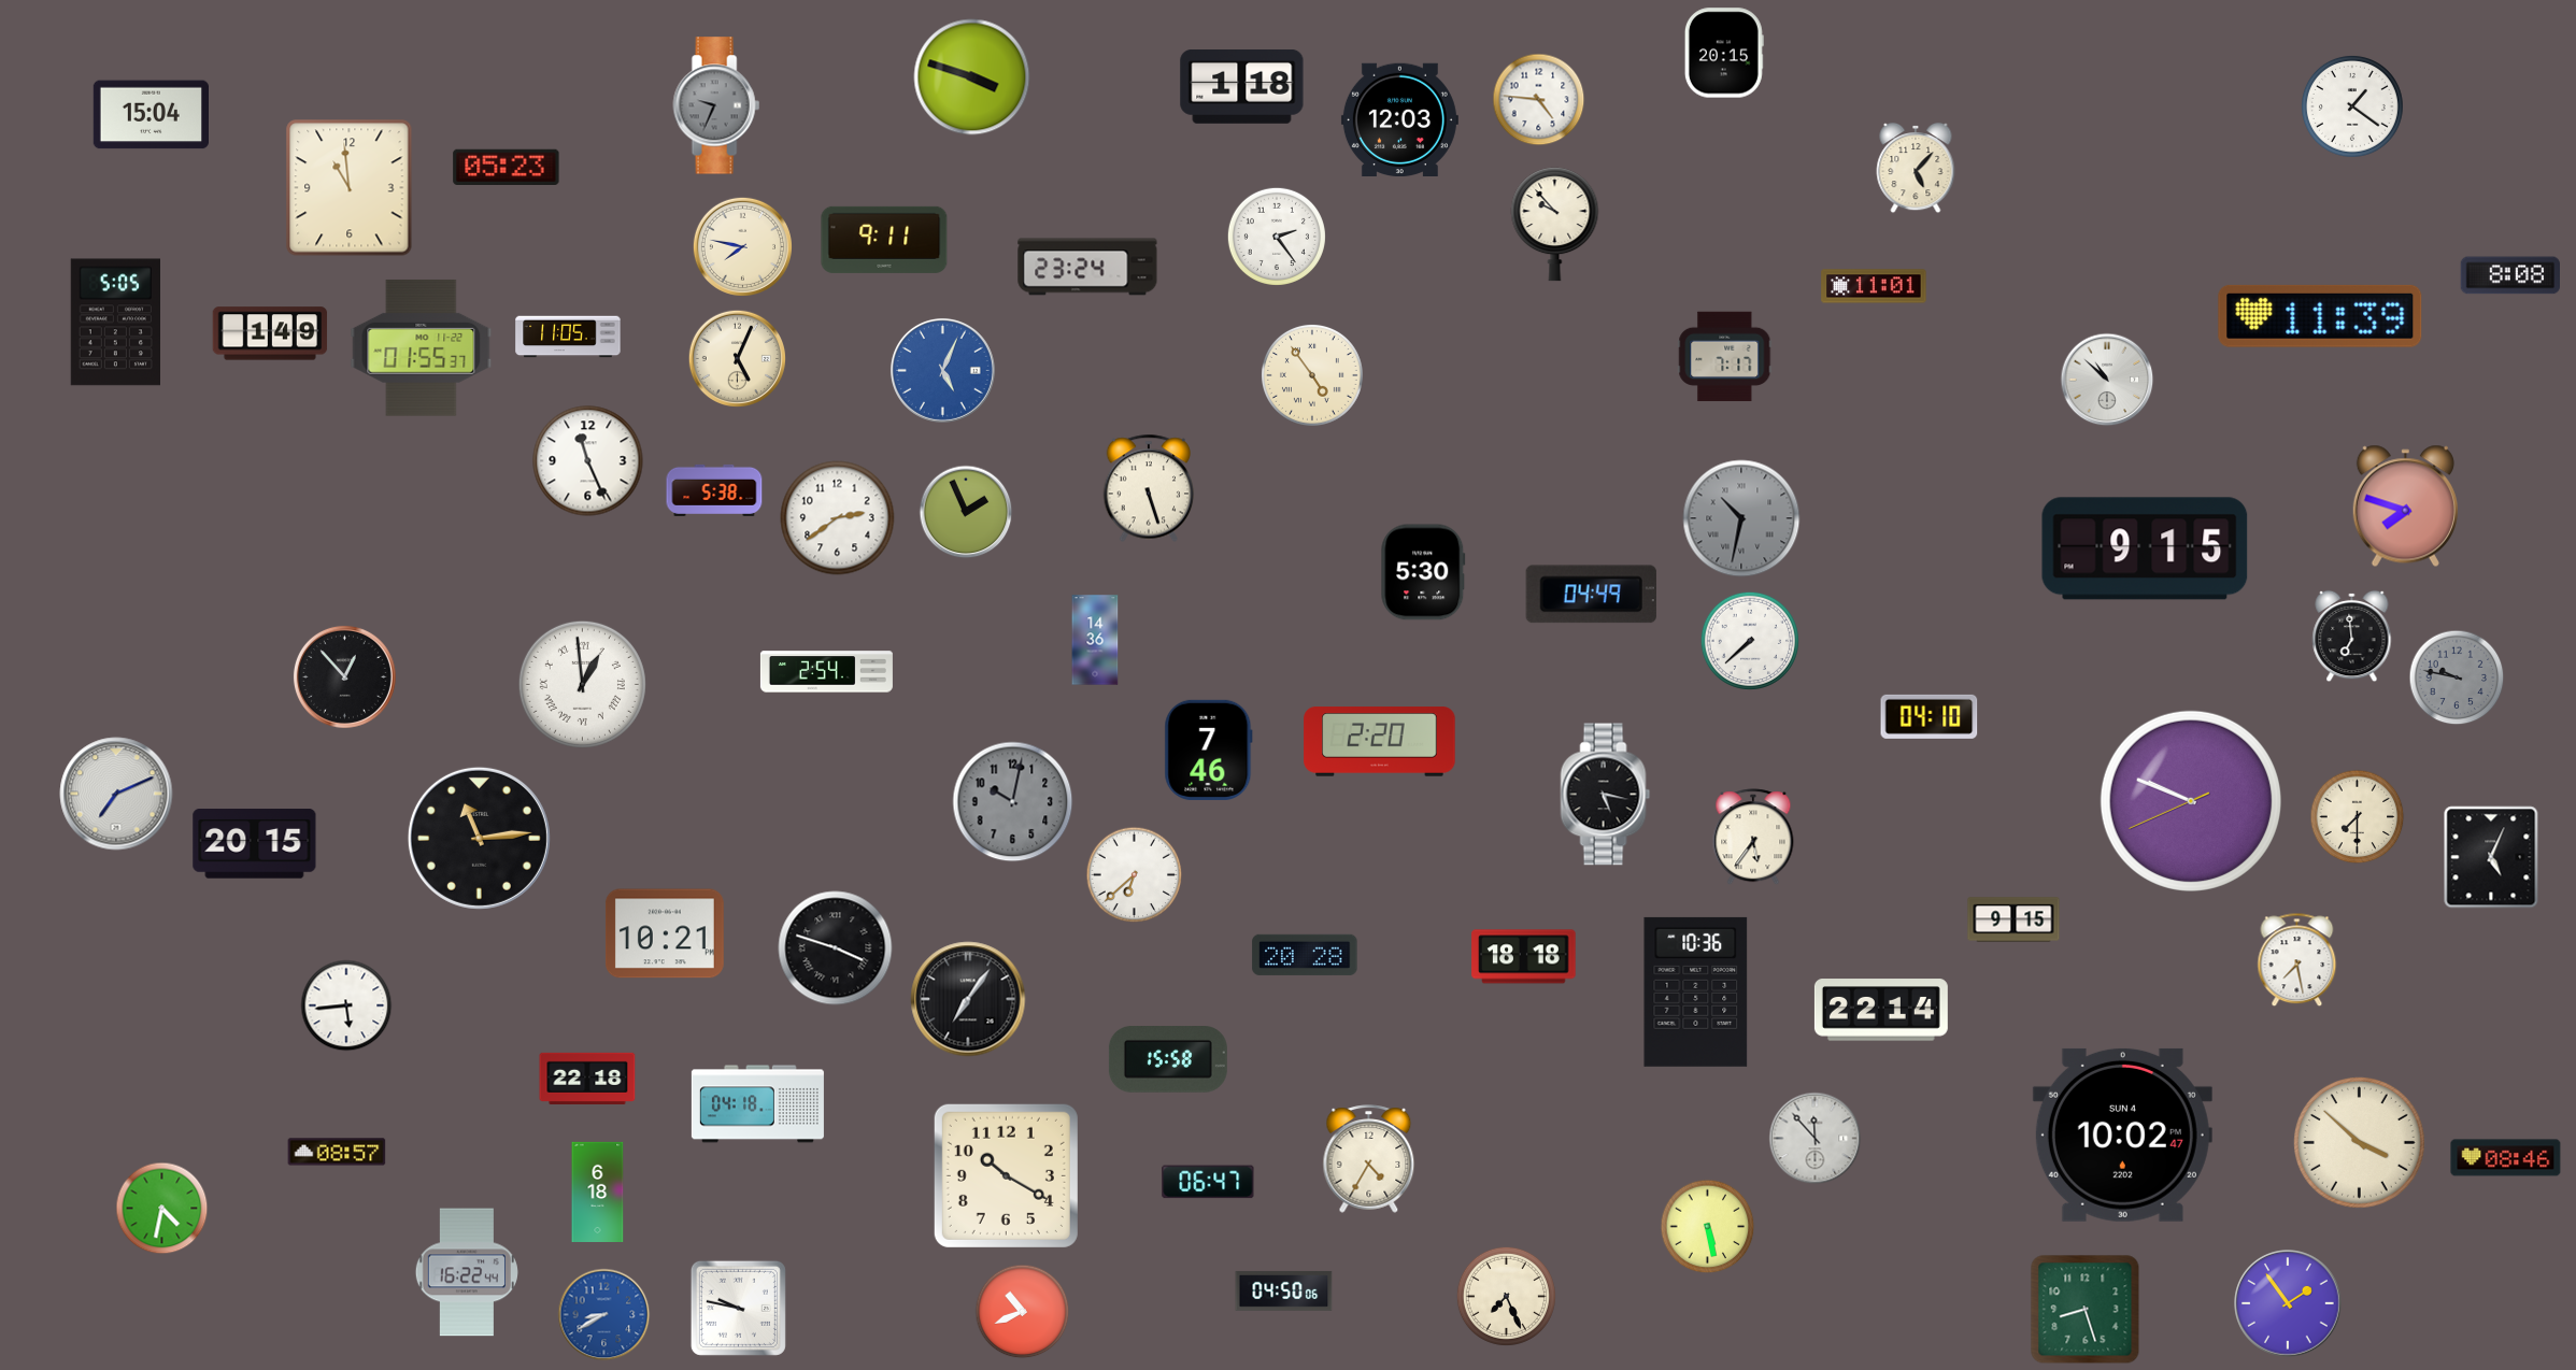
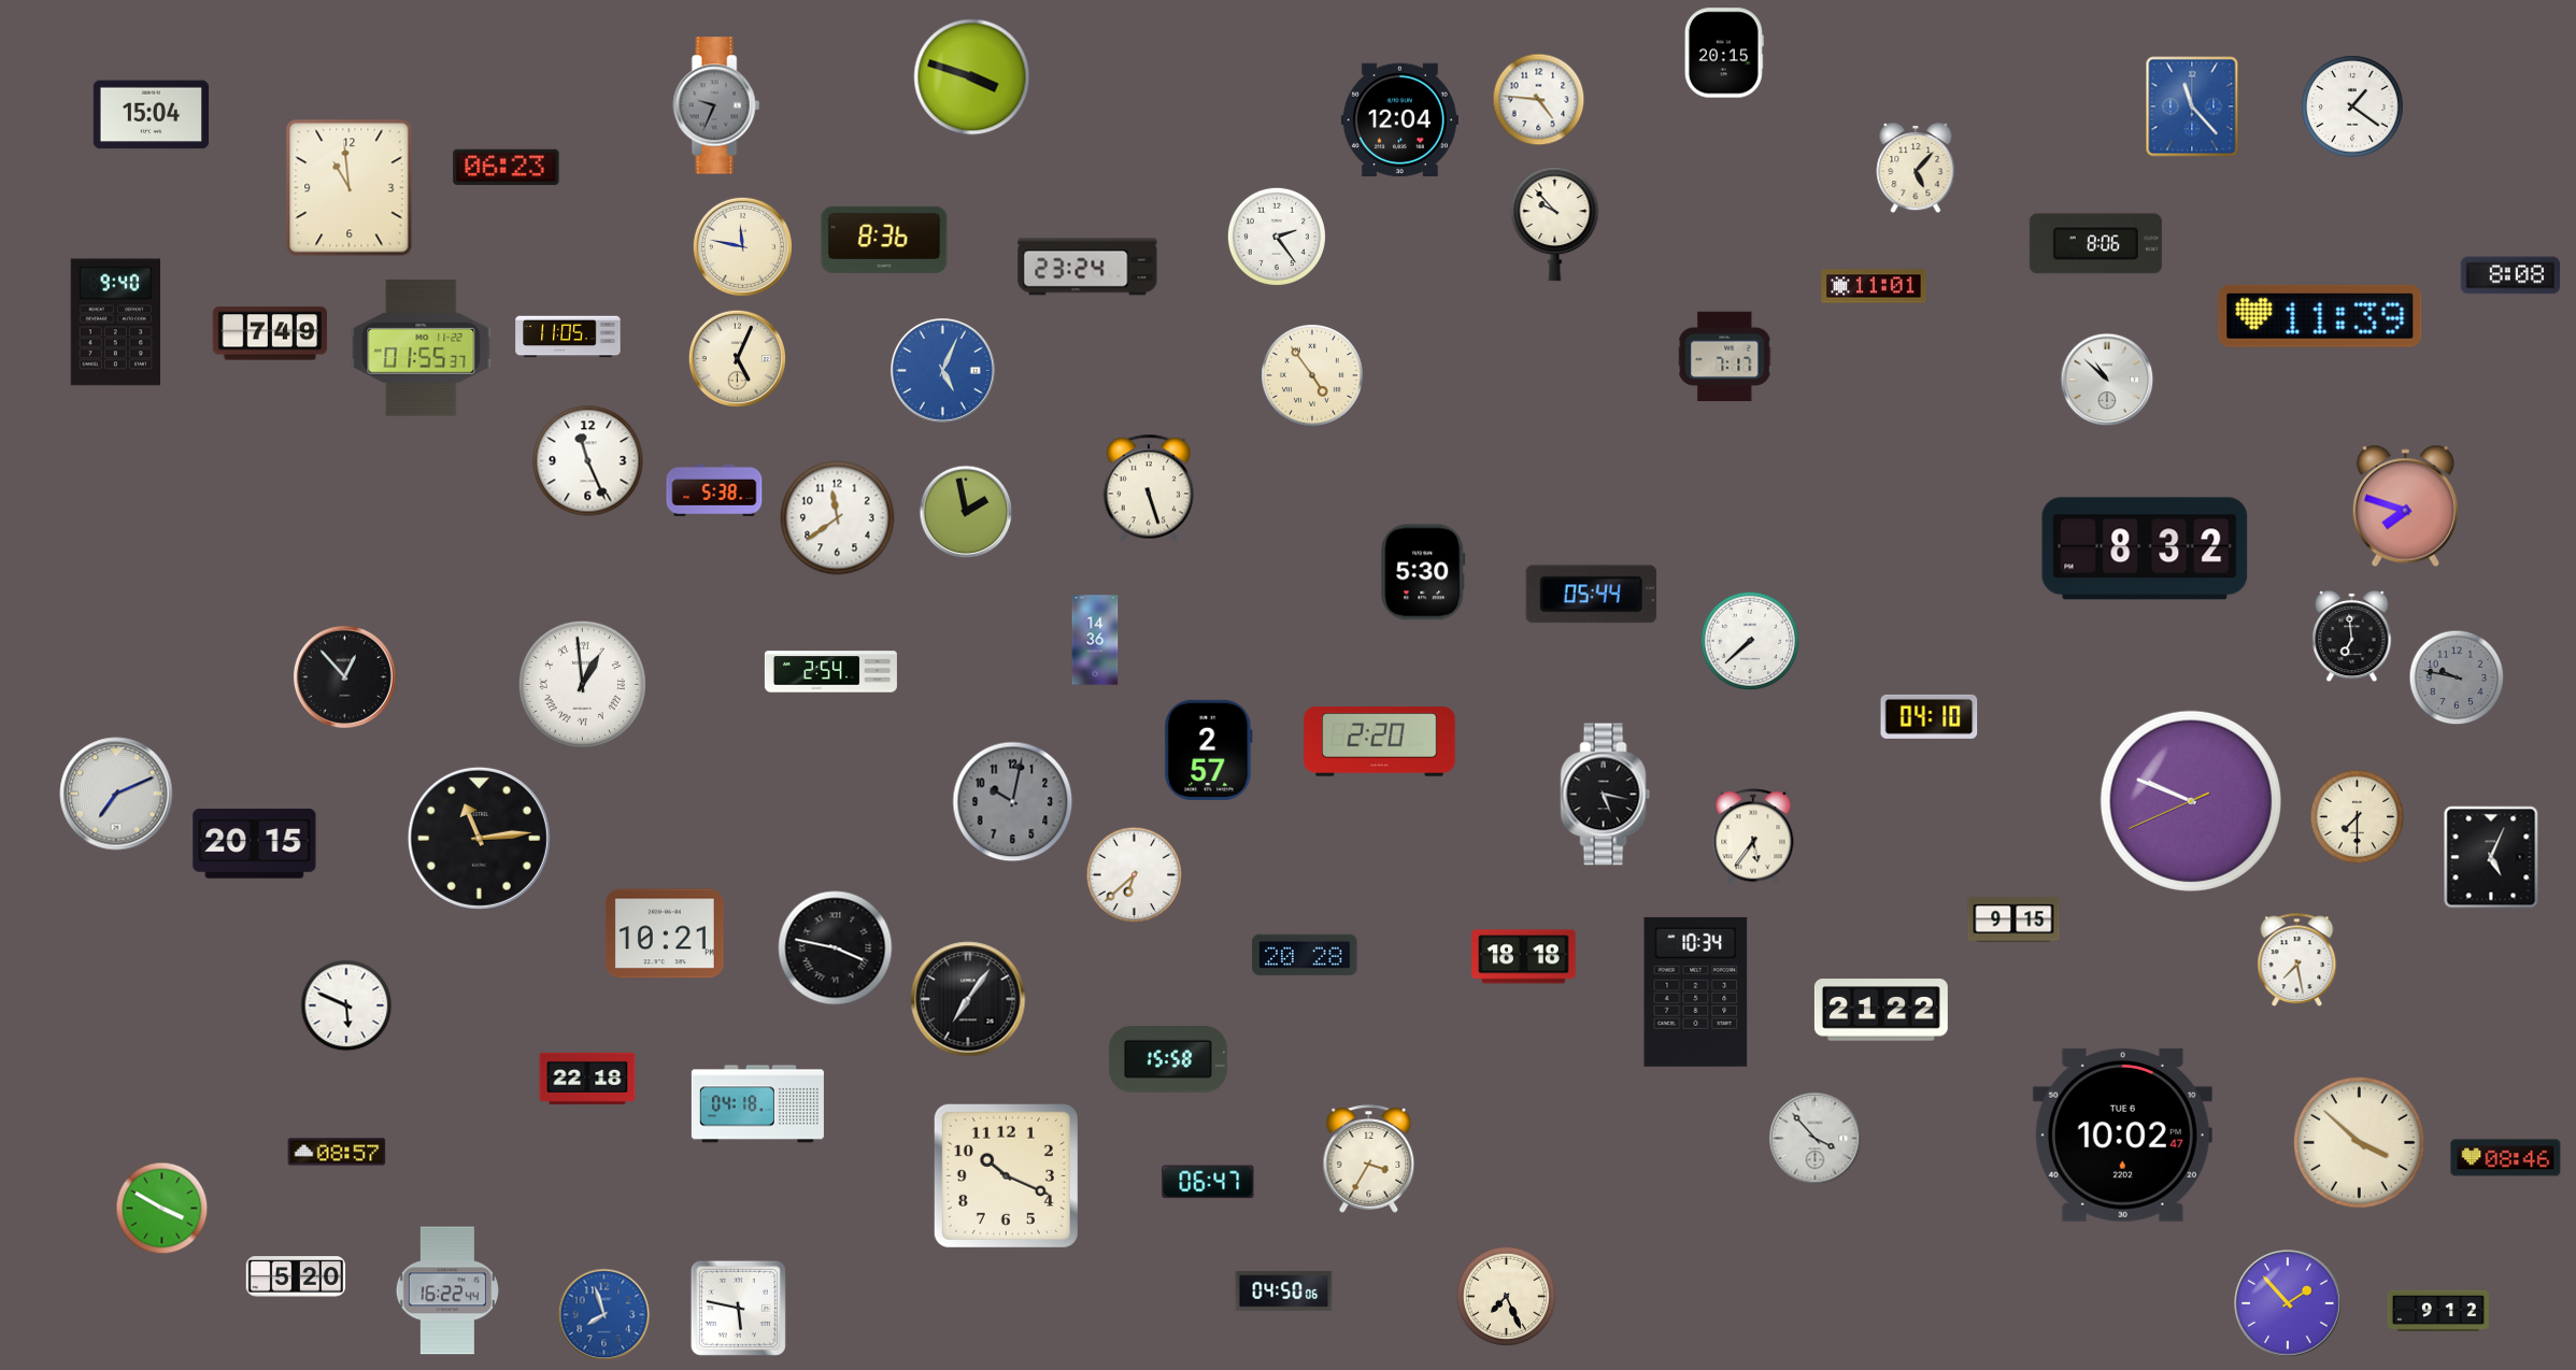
clock at (1242, 87): 1:18 -> none
clock at (2192, 106): none -> 11:23
clock at (1399, 119): 12:03 -> 12:04
clock at (507, 167): 05:23 -> 06:23
clock at (884, 240): 9:11 -> 8:36
clock at (2095, 244): none -> 8:06
clock at (742, 246): 7:47 -> 11:47
clock at (115, 323): 5:05 -> 9:40
clock at (270, 333): 1:49 -> 7:49
clock at (966, 512): 1:56 -> 1:58
clock at (838, 518): 2:39 -> 11:39
clock at (1741, 518): 10:32 -> none
clock at (2145, 548): 9:15 -> 8:32
clock at (1591, 595): 04:49 -> 05:44
clock at (826, 672) position: (826, 672) -> (830, 672)
clock at (1209, 750): 7:46 -> 2:57
clock at (836, 948): 3:48 -> 3:47
clock at (1696, 991): 10:36 -> 10:34
clock at (346, 1005): 5:44 -> 5:49
clock at (1881, 1010): 22:14 -> 21:22
clock at (2122, 1134) date: SUN 4 -> TUE 6
clock at (1816, 1139): 11:53 -> 3:53
clock at (1369, 1159): 4:35 -> 3:35
clock at (1006, 1175): 10:20 -> 10:19
clock at (598, 1191): 6:18 -> none
clock at (162, 1209): 4:32 -> 3:50
clock at (1708, 1227): 5:28 -> none
clock at (467, 1272) position: (467, 1272) -> (447, 1290)
clock at (296, 1276): none -> 5:20
clock at (2288, 1303): 1:54 -> 1:53
clock at (738, 1308): 9:47 -> 5:47
clock at (2086, 1310): 8:27 -> none
clock at (2438, 1311): none -> 9:12
clock at (1023, 1312): 10:41 -> none
clock at (604, 1315): 8:40 -> 7:57
